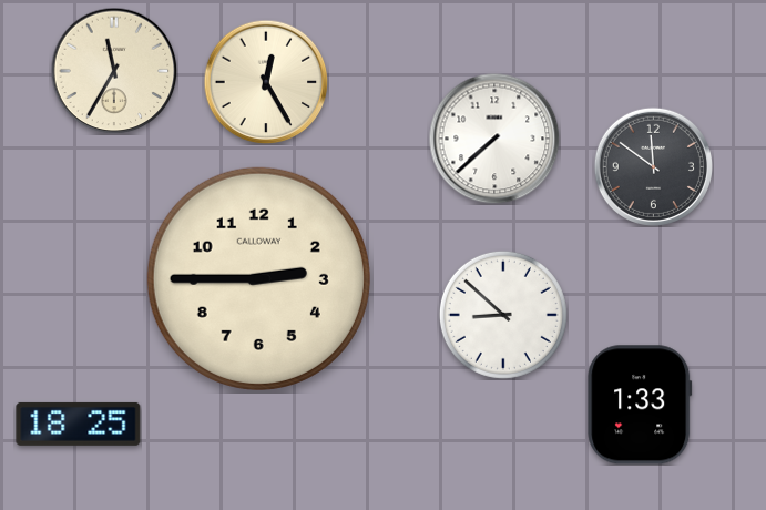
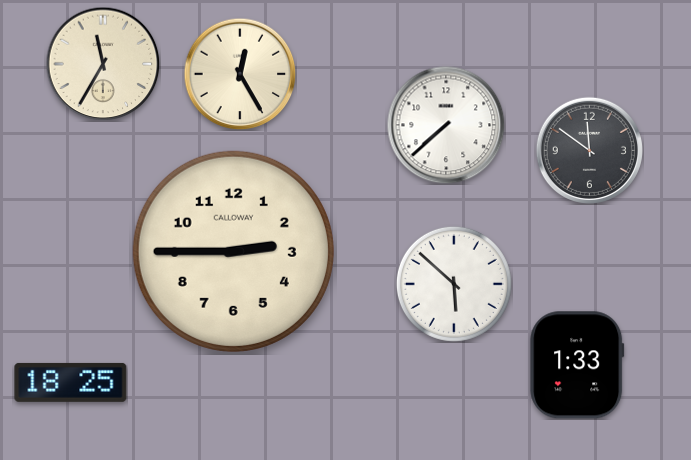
clock at (503, 315): 8:52 -> 5:52
